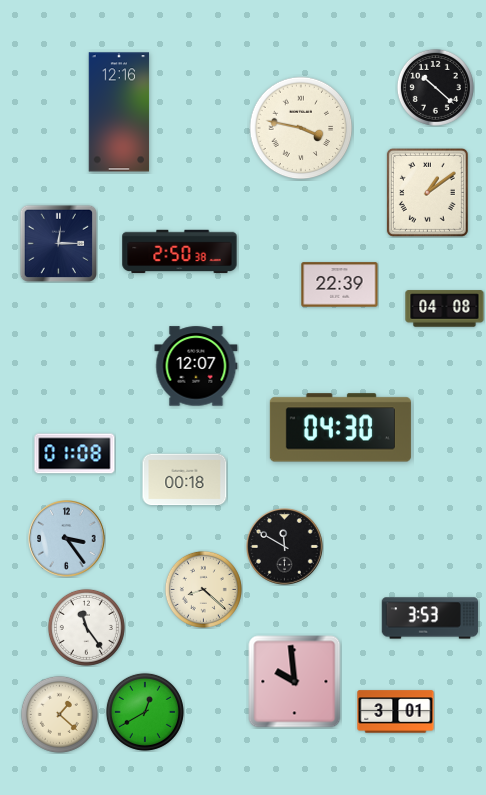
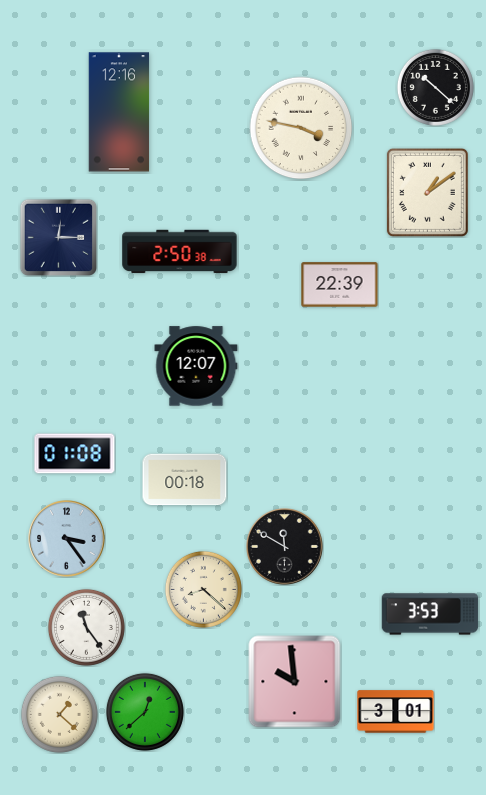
clock at (58, 243) position: (58, 243) -> (58, 237)
clock at (445, 309): 04:08 -> none
clock at (340, 428): 04:30 -> none
clock at (430, 618) position: (430, 618) -> (430, 614)
clock at (145, 712): 12:40 -> 12:38
